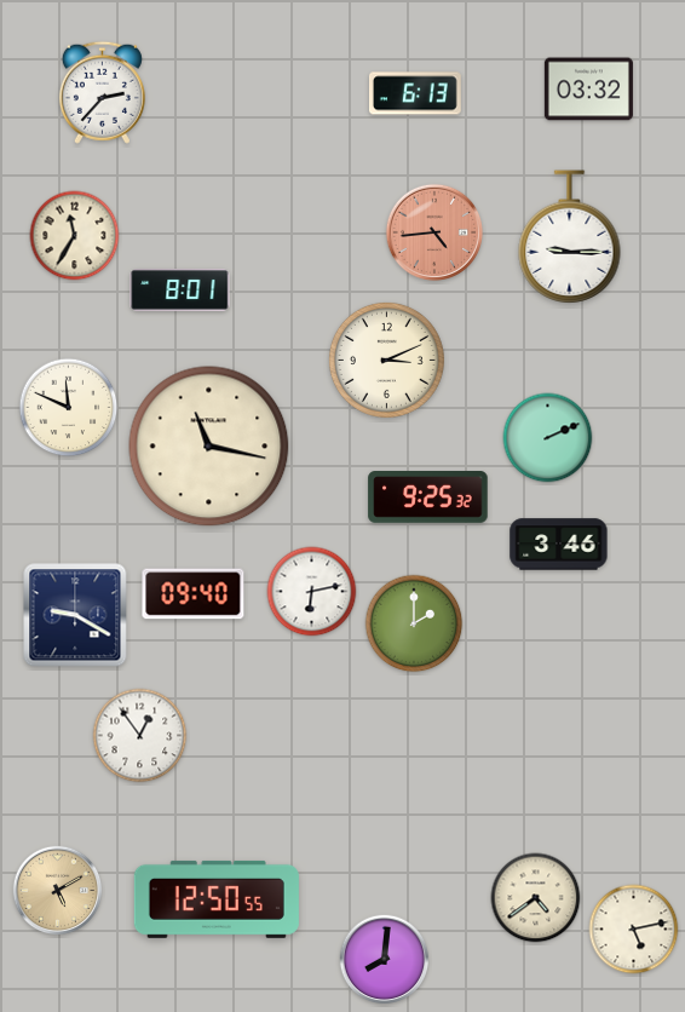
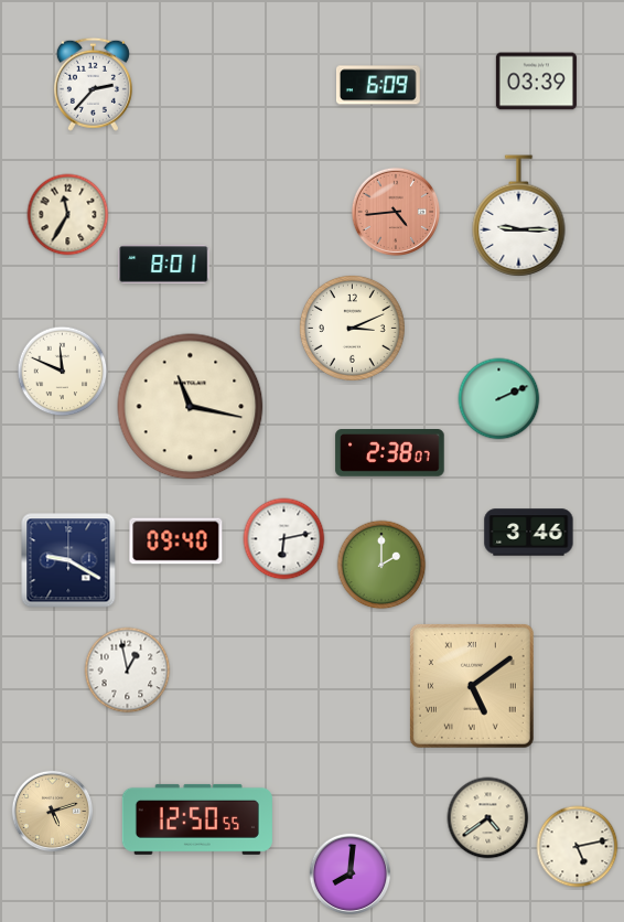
clock at (588, 90): 03:32 -> 03:39
clock at (416, 93): 6:13 -> 6:09
clock at (428, 498): 9:25 -> 2:38
clock at (559, 545) position: (559, 545) -> (529, 533)
clock at (414, 623) position: (414, 623) -> (381, 565)
clock at (140, 736): 12:54 -> 12:58
clock at (472, 686): none -> 5:09
clock at (58, 891): 5:10 -> 5:12
